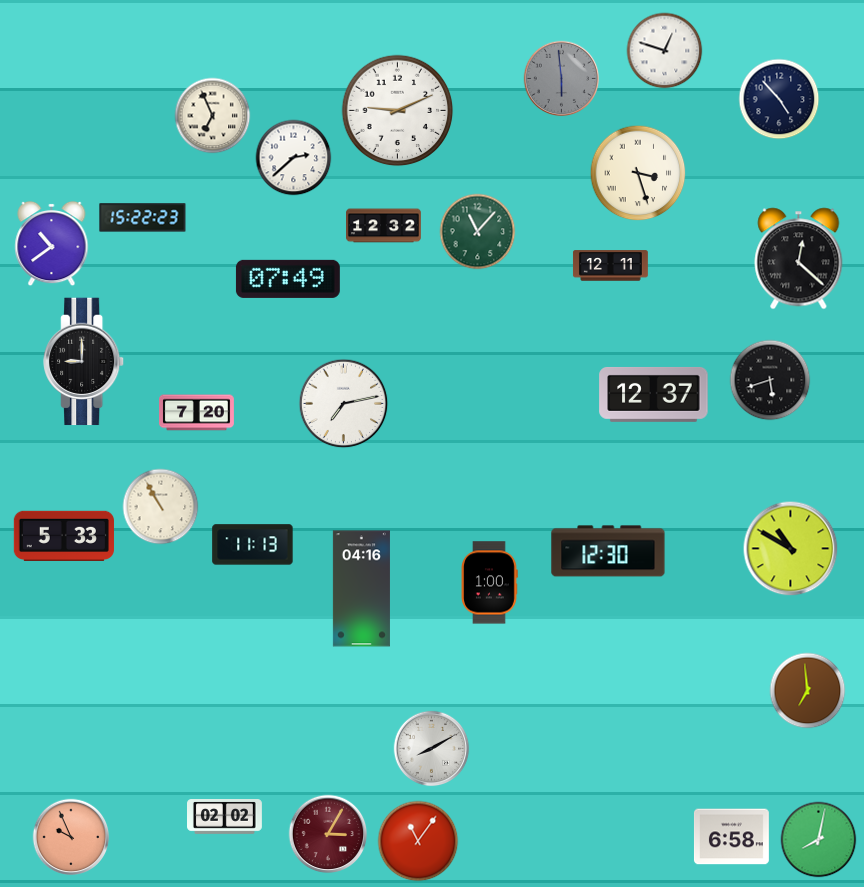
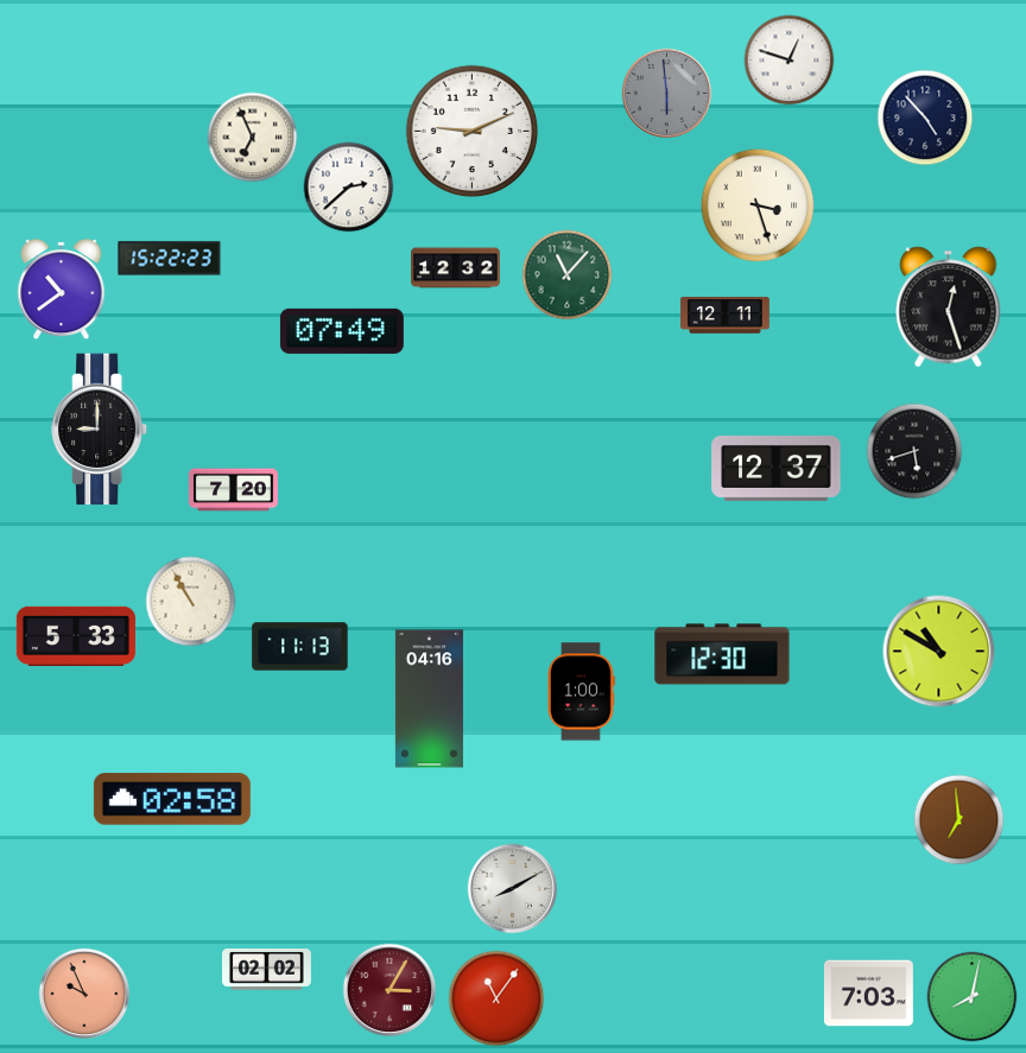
clock at (799, 259): 12:22 -> 12:27
clock at (344, 404): 7:13 -> none
clock at (172, 799): none -> 02:58
clock at (731, 837): 6:58 -> 7:03
